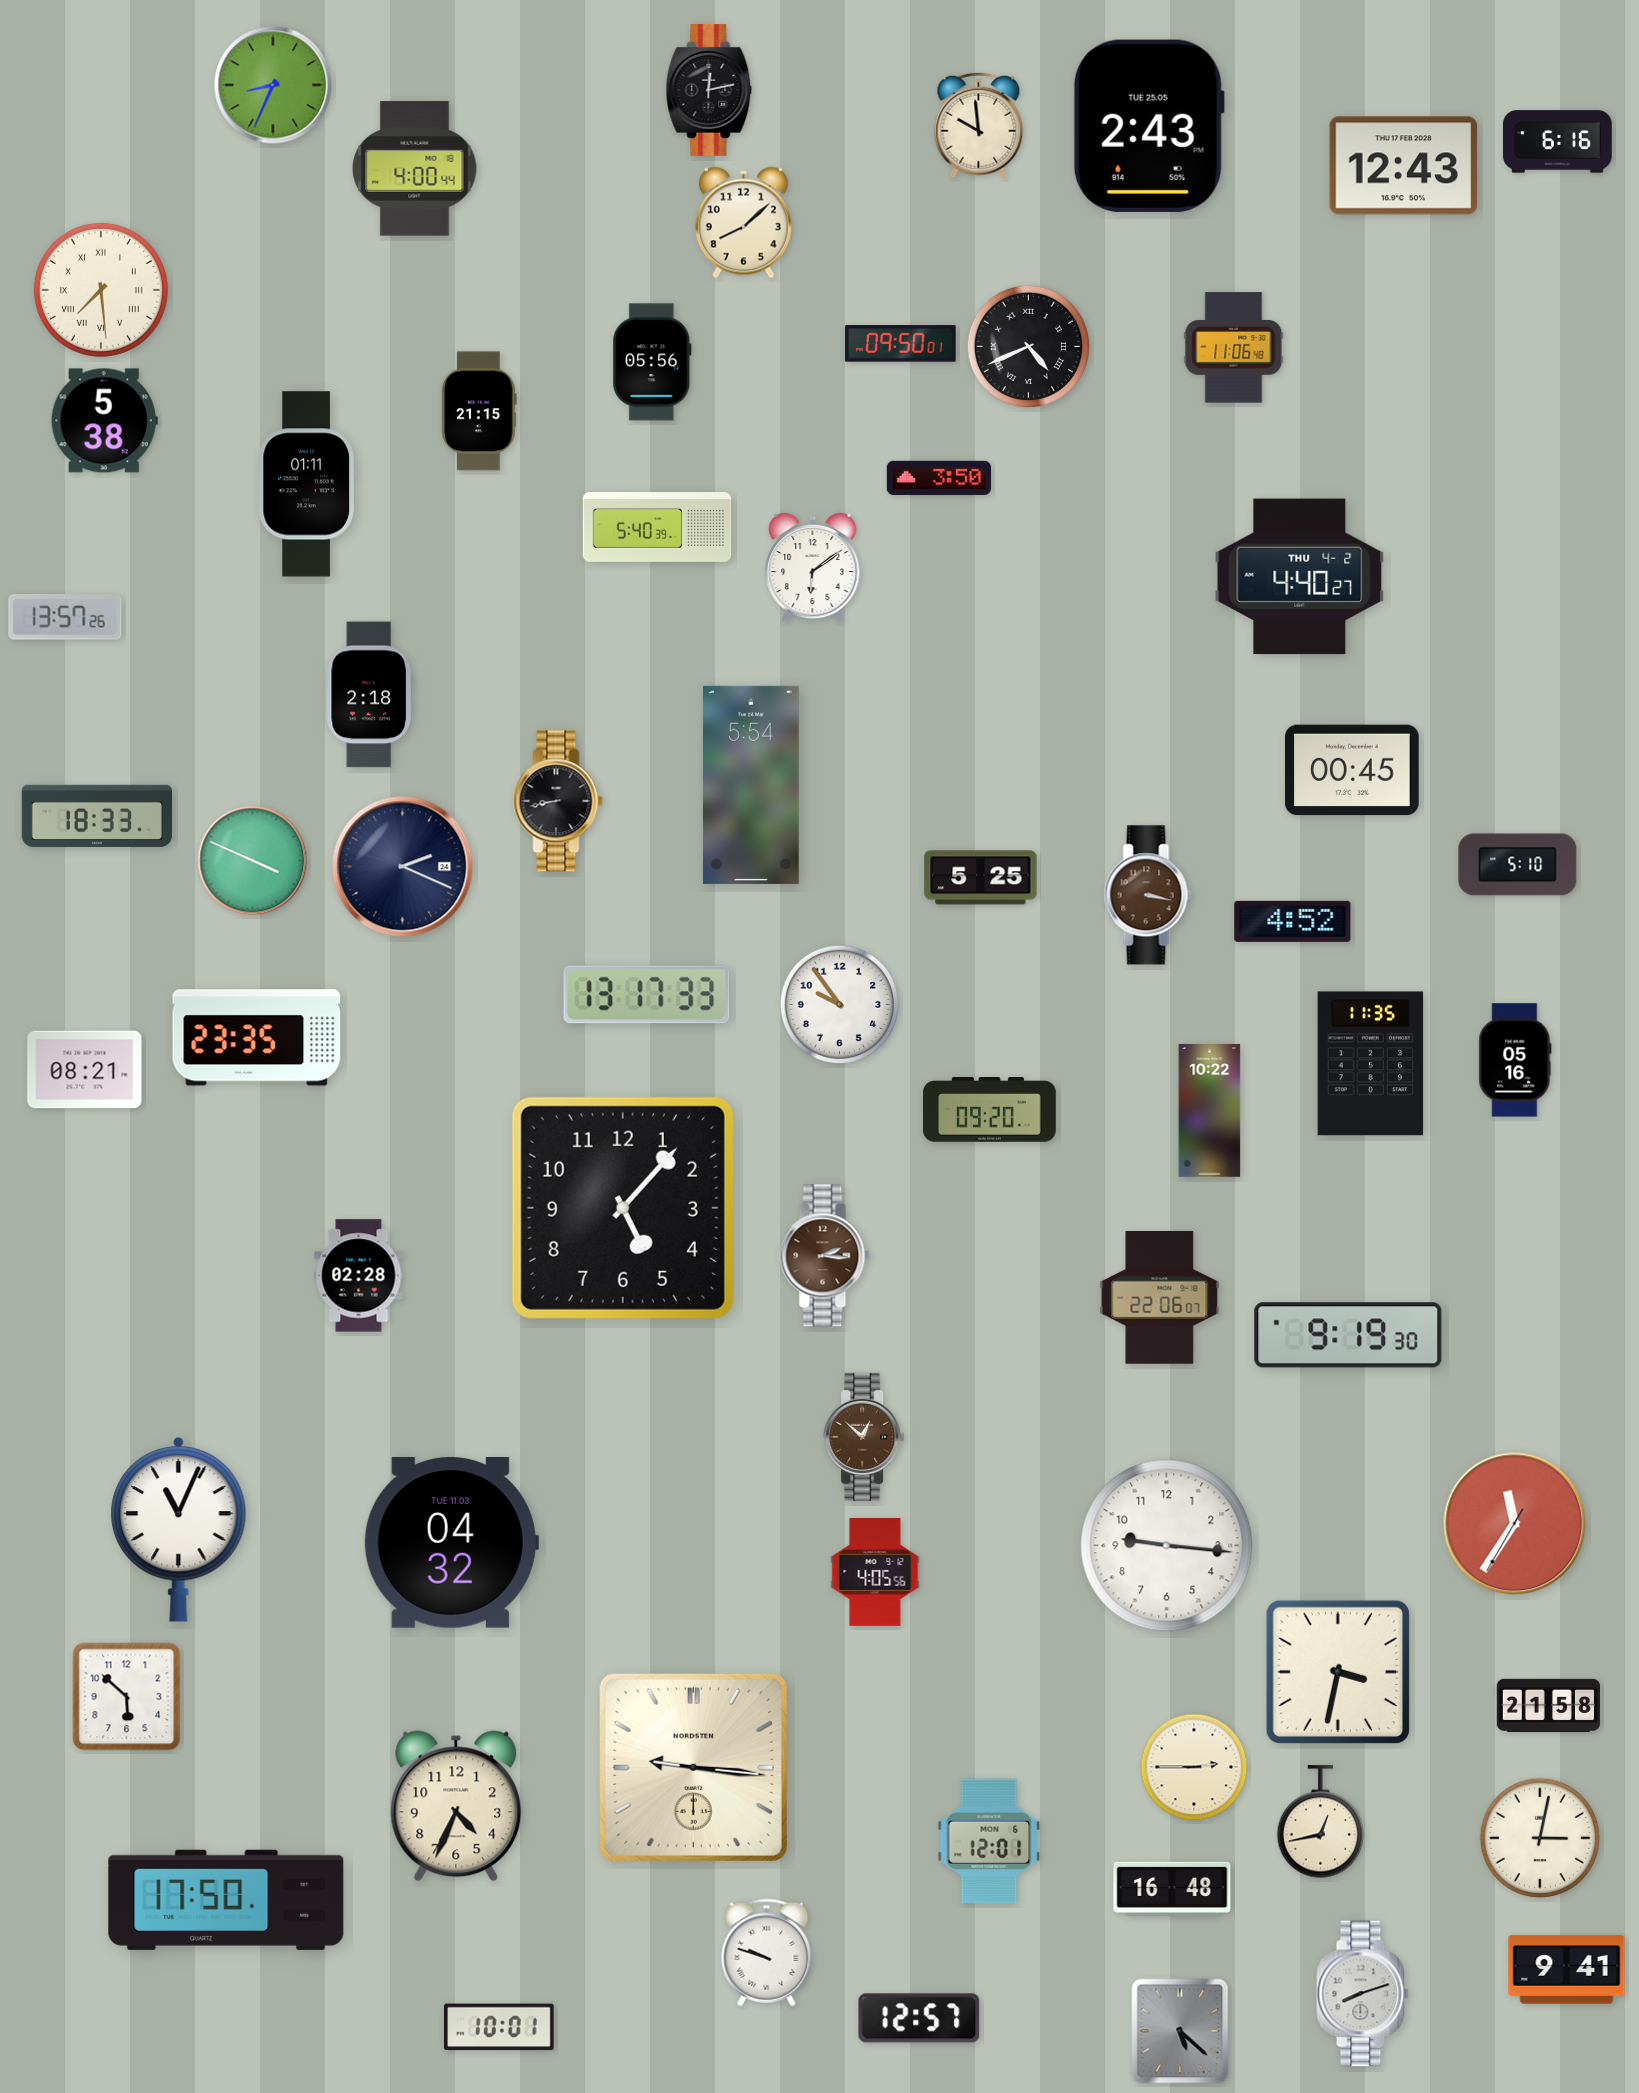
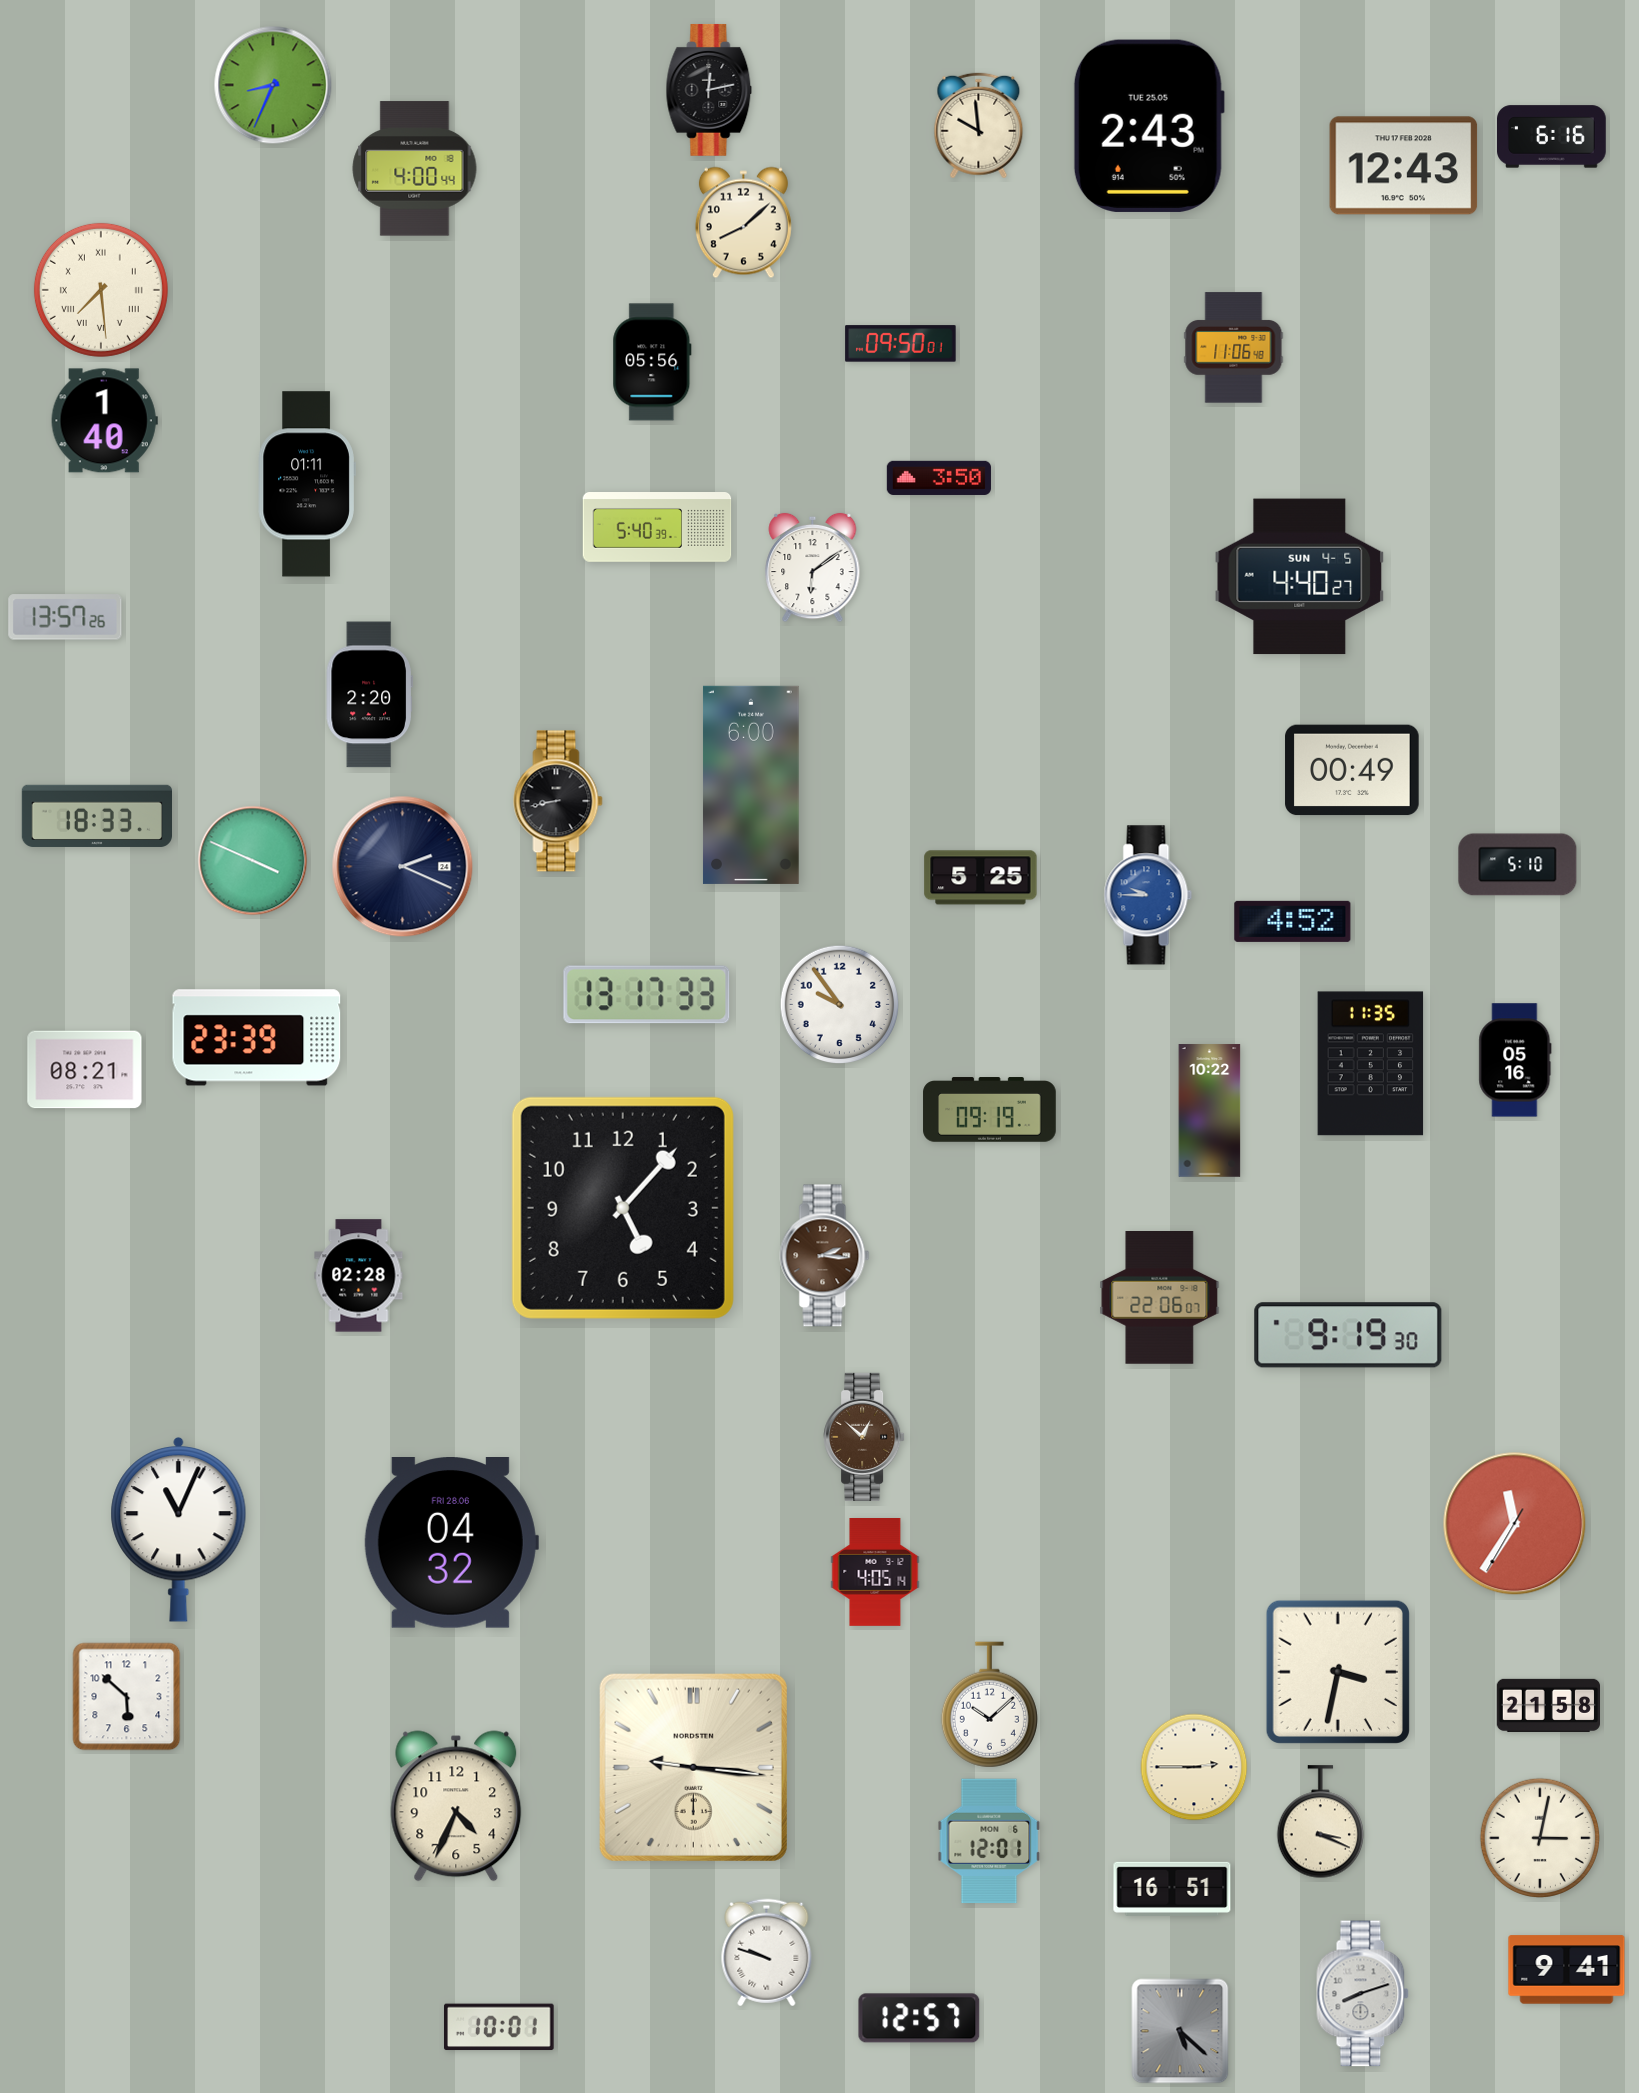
clock at (1558, 142) position: (1558, 142) -> (1552, 137)
clock at (1028, 346): 4:41 -> none
clock at (479, 411): 21:15 -> none
clock at (104, 421): 5:38 -> 1:40
clock at (1300, 577) date: THU 4-2 -> SUN 4-5
clock at (369, 695): 2:18 -> 2:20
clock at (1352, 770): 00:45 -> 00:49
clock at (751, 785): 5:54 -> 6:00
clock at (1148, 895): 3:17 -> 9:45
clock at (1148, 895) dial: brown -> blue
clock at (257, 1038): 23:35 -> 23:39
clock at (990, 1110): 09:20 -> 09:19
clock at (451, 1543) date: TUE 11.03 -> FRI 28.06
clock at (1167, 1546): 9:16 -> none
clock at (875, 1573): 4:05:56 -> 4:05:14
clock at (989, 1705): none -> 10:08
clock at (1321, 1822): 12:43 -> 3:19
clock at (1172, 1888): 16:48 -> 16:51
clock at (226, 1900): 17:50 -> none
